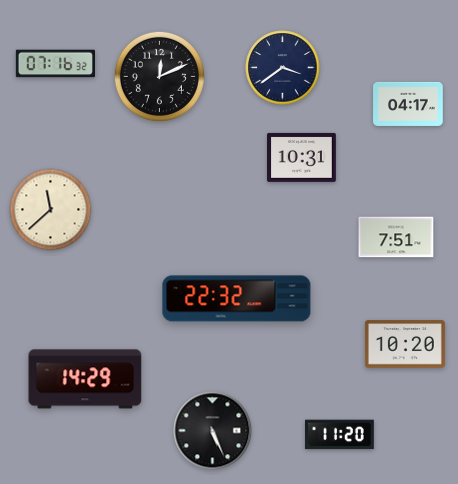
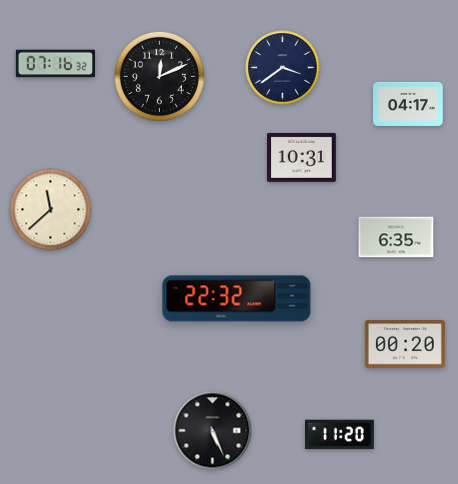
clock at (396, 237): 7:51 -> 6:35
clock at (405, 344): 10:20 -> 00:20
clock at (85, 379): 14:29 -> none
